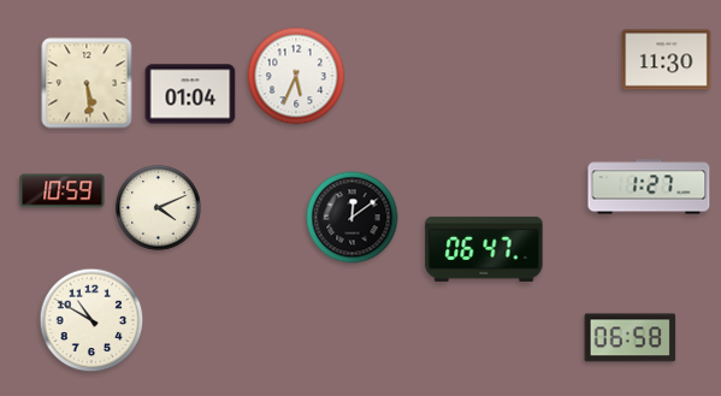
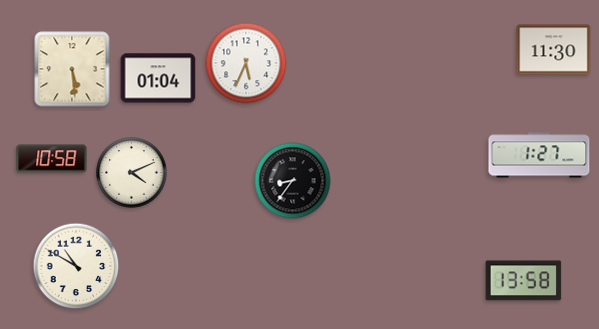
clock at (63, 191): 10:59 -> 10:58
clock at (353, 218): 12:09 -> 8:36
clock at (484, 249): 06:47 -> none
clock at (631, 338): 06:58 -> 13:58
